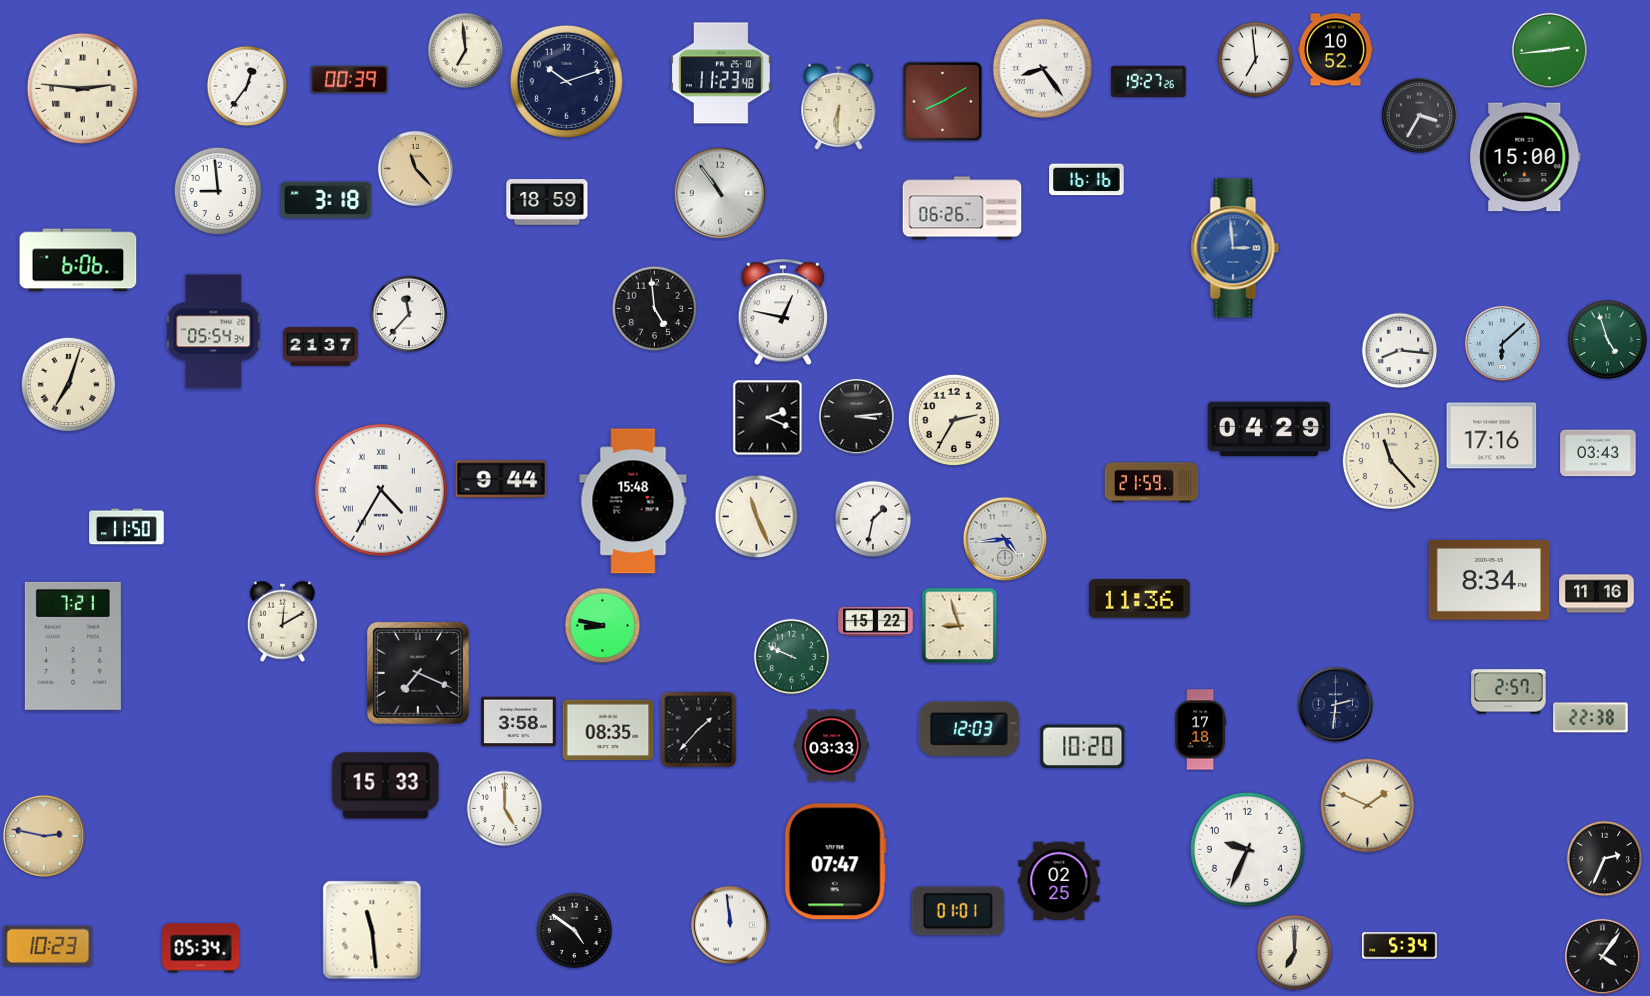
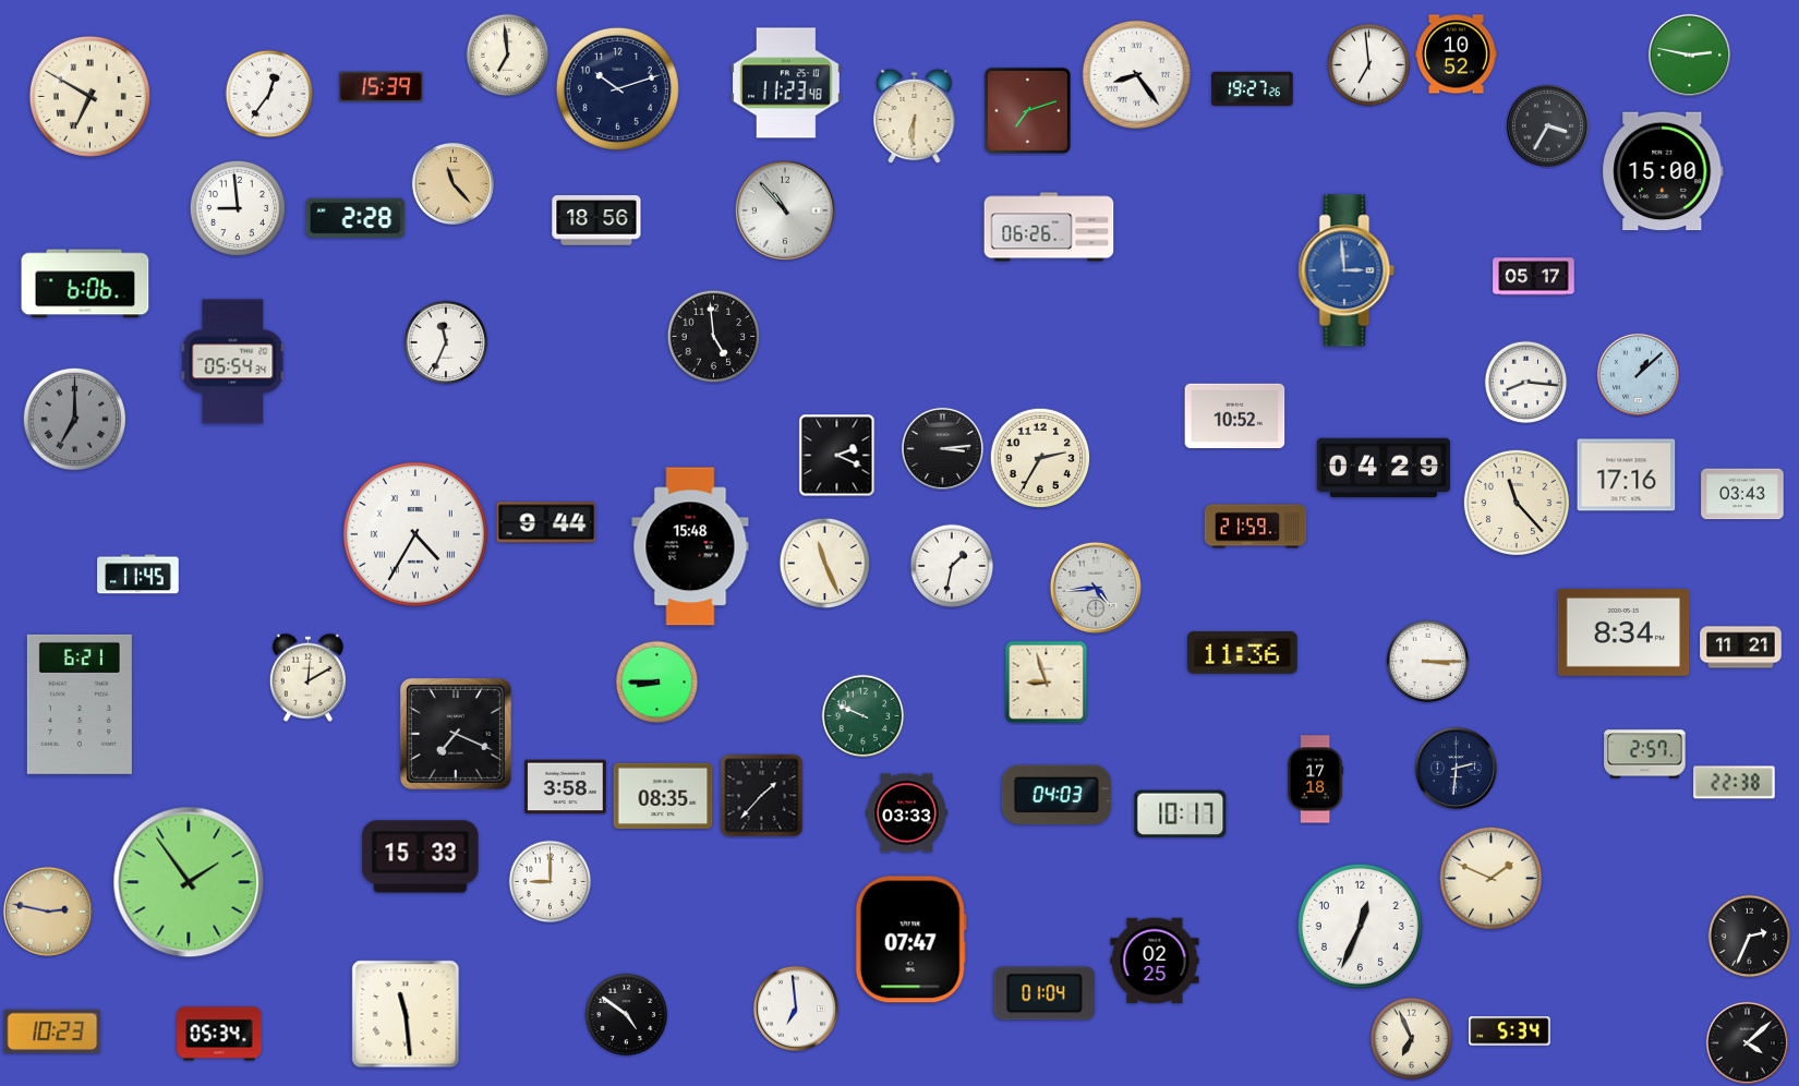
clock at (1549, 50): 2:44 -> 2:47
clock at (722, 73) position: (722, 73) -> (787, 83)
clock at (350, 80): 00:39 -> 15:39
clock at (82, 88): 2:46 -> 6:50
clock at (942, 101): 8:10 -> 7:12
clock at (1087, 180): 16:16 -> none
clock at (719, 192): 10:54 -> 10:53
clock at (326, 200): 3:18 -> 2:28
clock at (547, 202): 18:59 -> 18:56
clock at (1534, 277): none -> 05:17
clock at (782, 313): 12:47 -> none
clock at (409, 314): 11:37 -> 11:34
clock at (1608, 340): 4:57 -> none
clock at (1502, 343): 6:08 -> 1:08
clock at (321, 347): 21:37 -> none
clock at (1235, 417): none -> 10:52
clock at (68, 384): 7:03 -> 7:00
clock at (68, 384) dial: cream -> grey
clock at (856, 416) position: (856, 416) -> (942, 448)
clock at (127, 527): 11:50 -> 11:45
clock at (1597, 594): 11:16 -> 11:21
clock at (1428, 662): none -> 3:15
clock at (876, 621): 15:22 -> none
clock at (603, 626): 8:47 -> 8:45
clock at (73, 646): 7:21 -> 6:21
clock at (969, 729): 12:03 -> 04:03
clock at (1201, 730) position: (1201, 730) -> (1316, 780)
clock at (1083, 747): 10:20 -> 10:17
clock at (189, 882): none -> 1:54
clock at (505, 809): 5:00 -> 9:00
clock at (1247, 849): 9:34 -> 12:34
clock at (958, 911): 01:01 -> 01:04
clock at (730, 925): 11:59 -> 6:59
clock at (1400, 946) position: (1400, 946) -> (1510, 1031)
clock at (1295, 953): 7:00 -> 6:56
clock at (1602, 956): 4:06 -> 4:08
